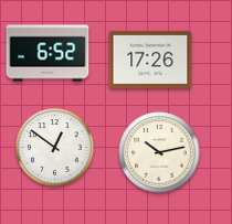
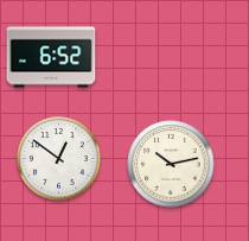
clock at (150, 60): 17:26 -> none
